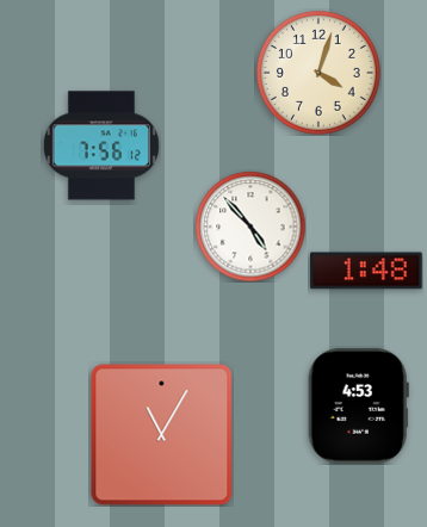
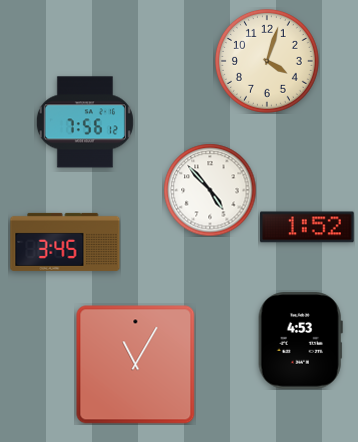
clock at (366, 271): 1:48 -> 1:52
clock at (65, 242): none -> 3:45
